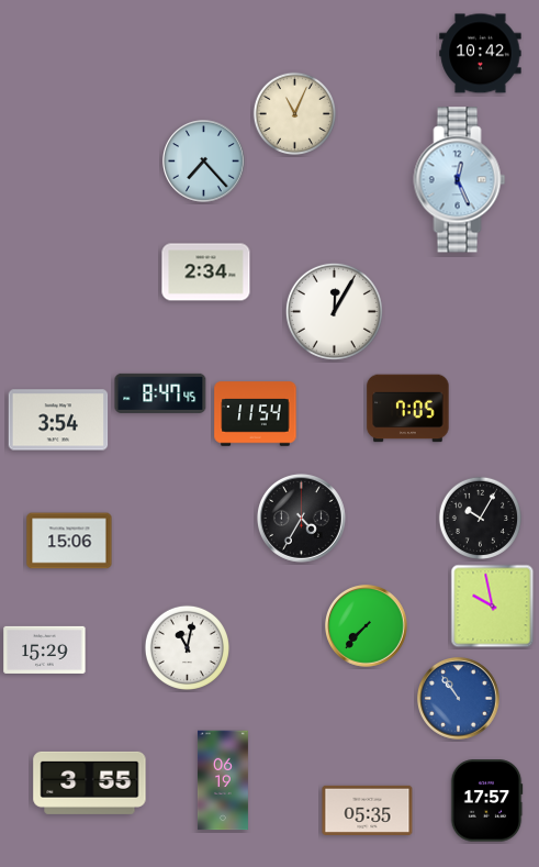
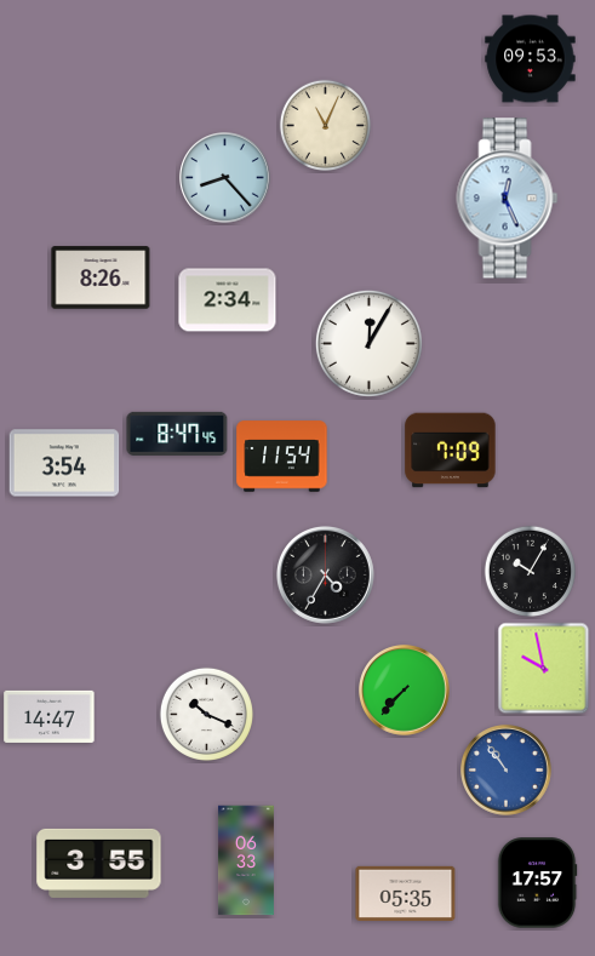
clock at (481, 54): 10:42 -> 09:53
clock at (204, 162): 7:23 -> 8:23
clock at (101, 277): none -> 8:26
clock at (408, 409): 7:05 -> 7:09
clock at (301, 518) position: (301, 518) -> (325, 574)
clock at (69, 541): 15:06 -> none
clock at (187, 647): 11:02 -> 10:19
clock at (45, 649): 15:29 -> 14:47
clock at (223, 780): 06:19 -> 06:33
